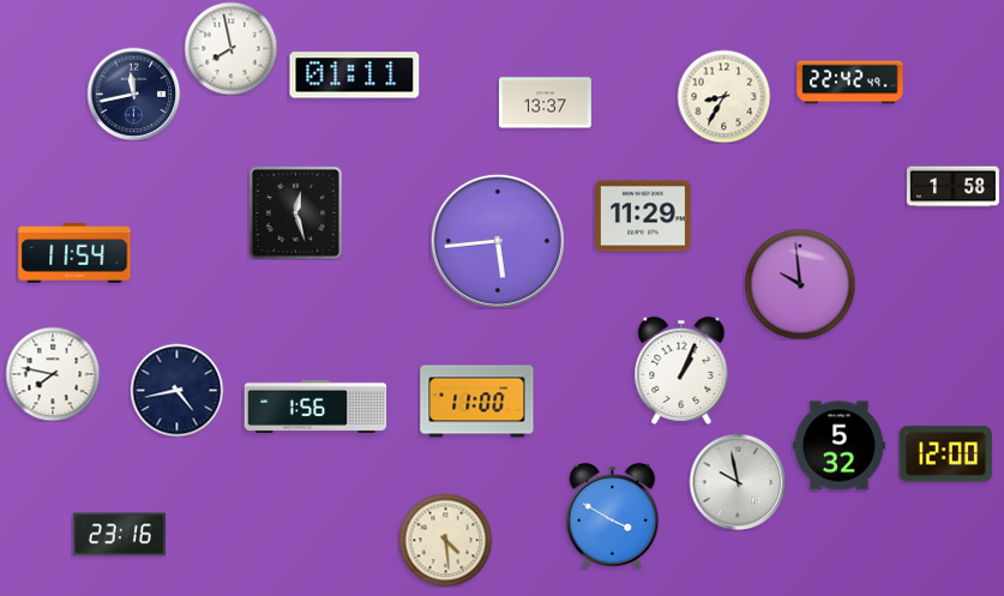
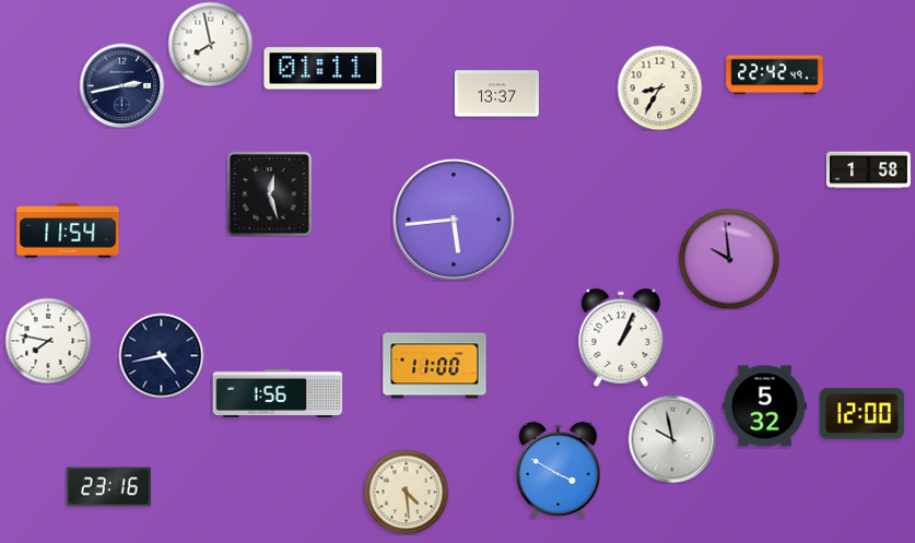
clock at (133, 94): 11:43 -> 2:43
clock at (643, 216): 11:29 -> none
clock at (315, 407) position: (315, 407) -> (278, 393)
